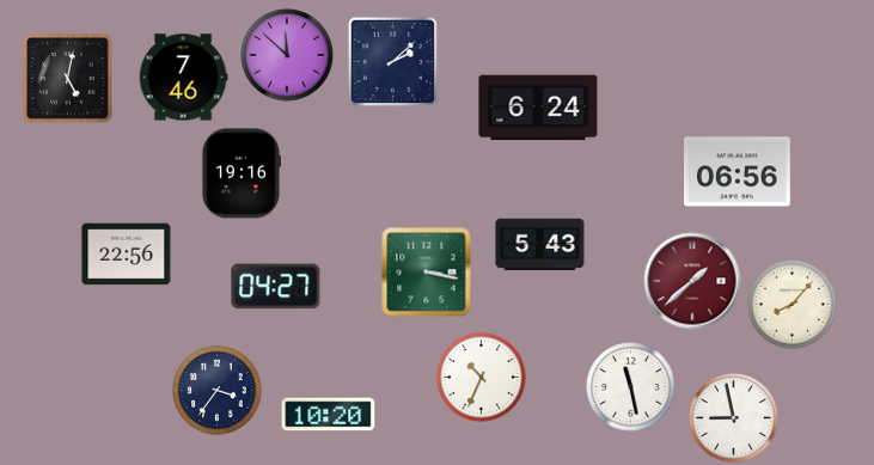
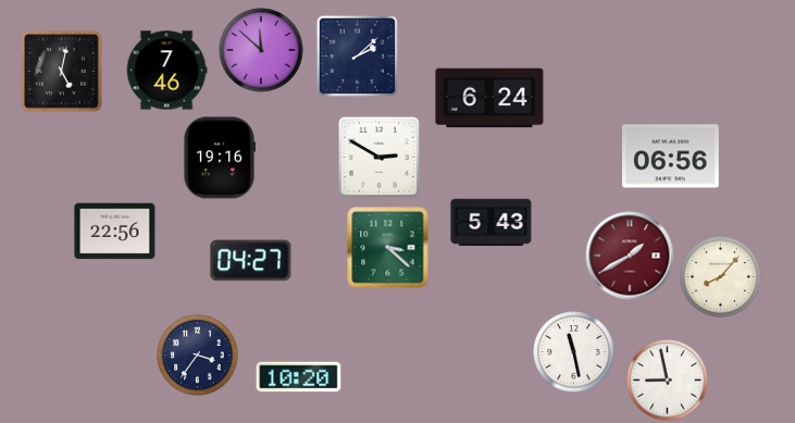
clock at (380, 158): none -> 2:50
clock at (427, 273): 3:17 -> 3:22
clock at (692, 281): 1:38 -> 1:40
clock at (482, 378): 10:34 -> none
